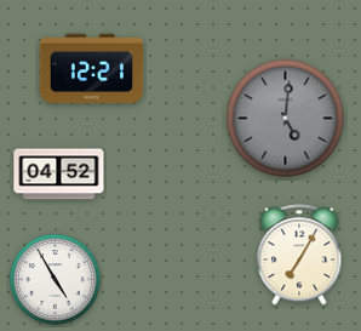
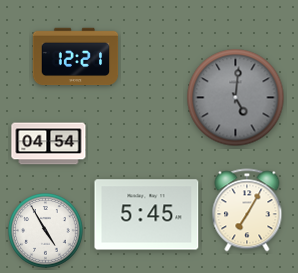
clock at (59, 175): 04:52 -> 04:54
clock at (147, 215): none -> 5:45
